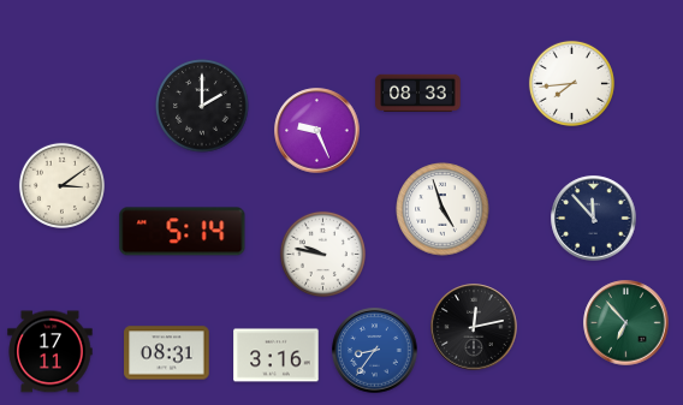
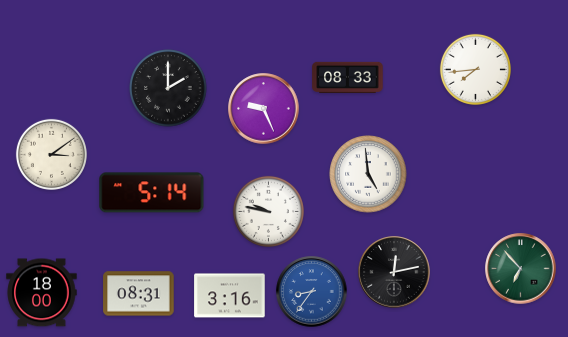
clock at (443, 209): 4:57 -> 4:59
clock at (594, 219): 11:53 -> none
clock at (51, 352): 17:11 -> 18:00
